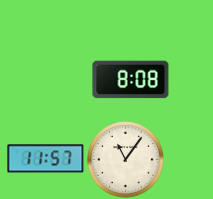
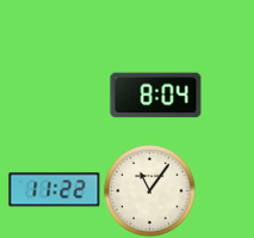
clock at (131, 80): 8:08 -> 8:04
clock at (46, 159): 11:57 -> 11:22
